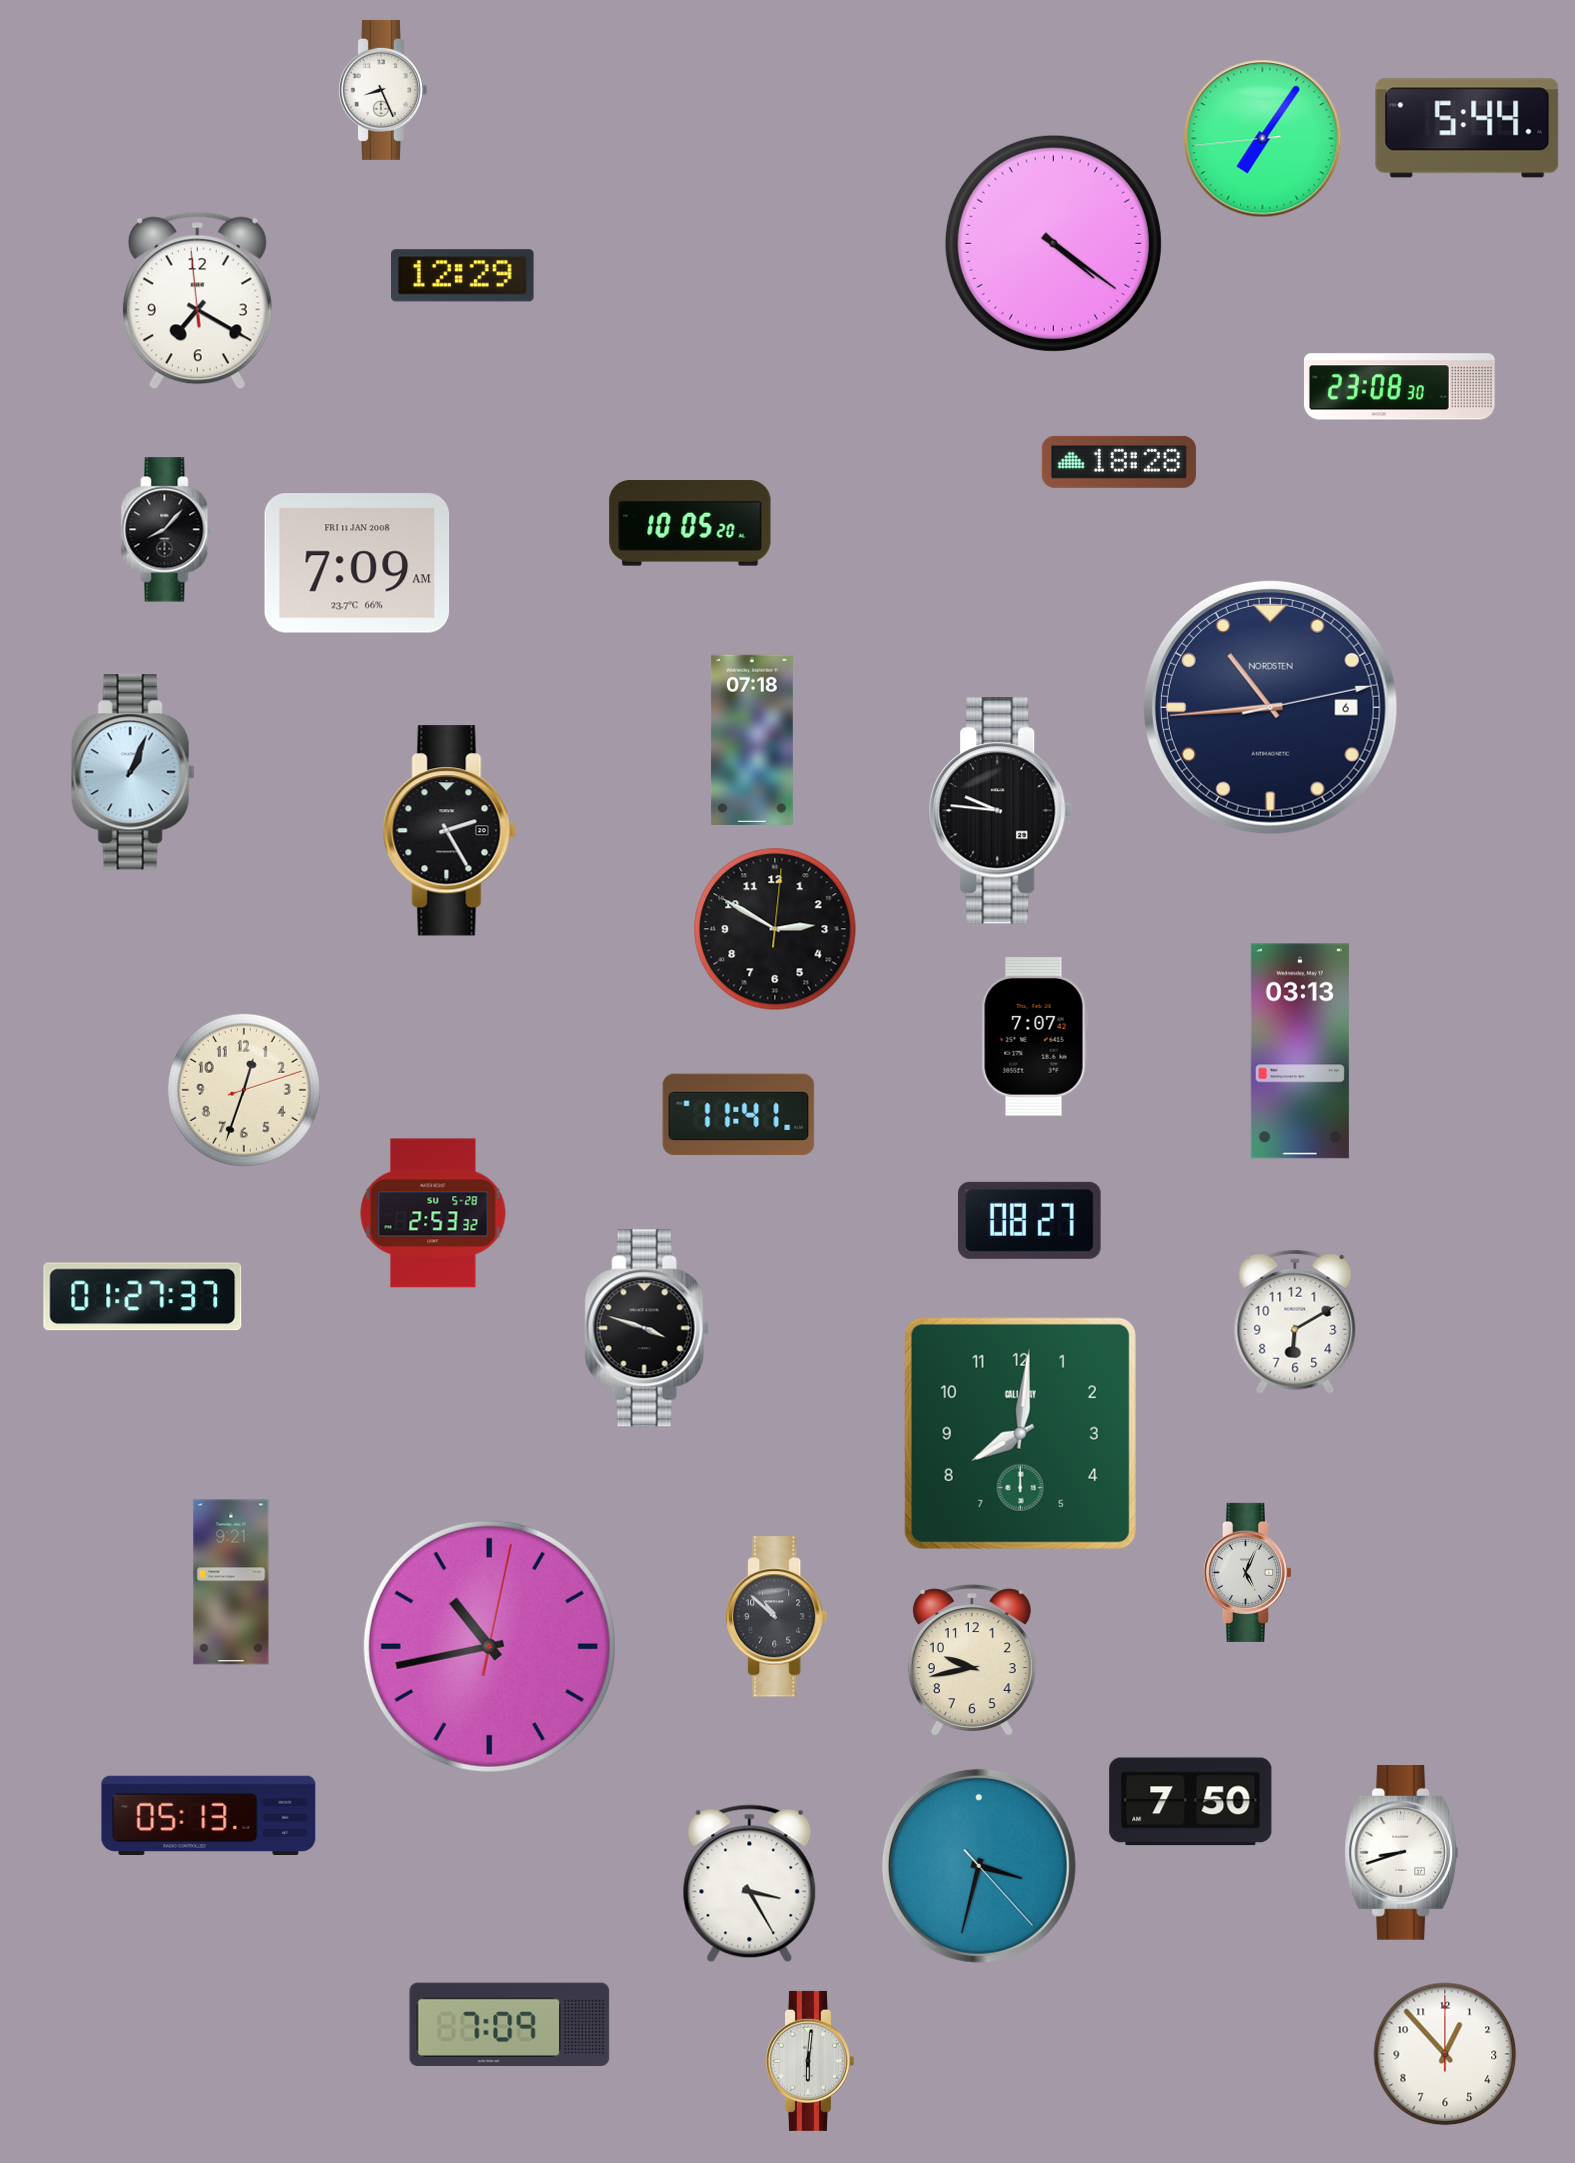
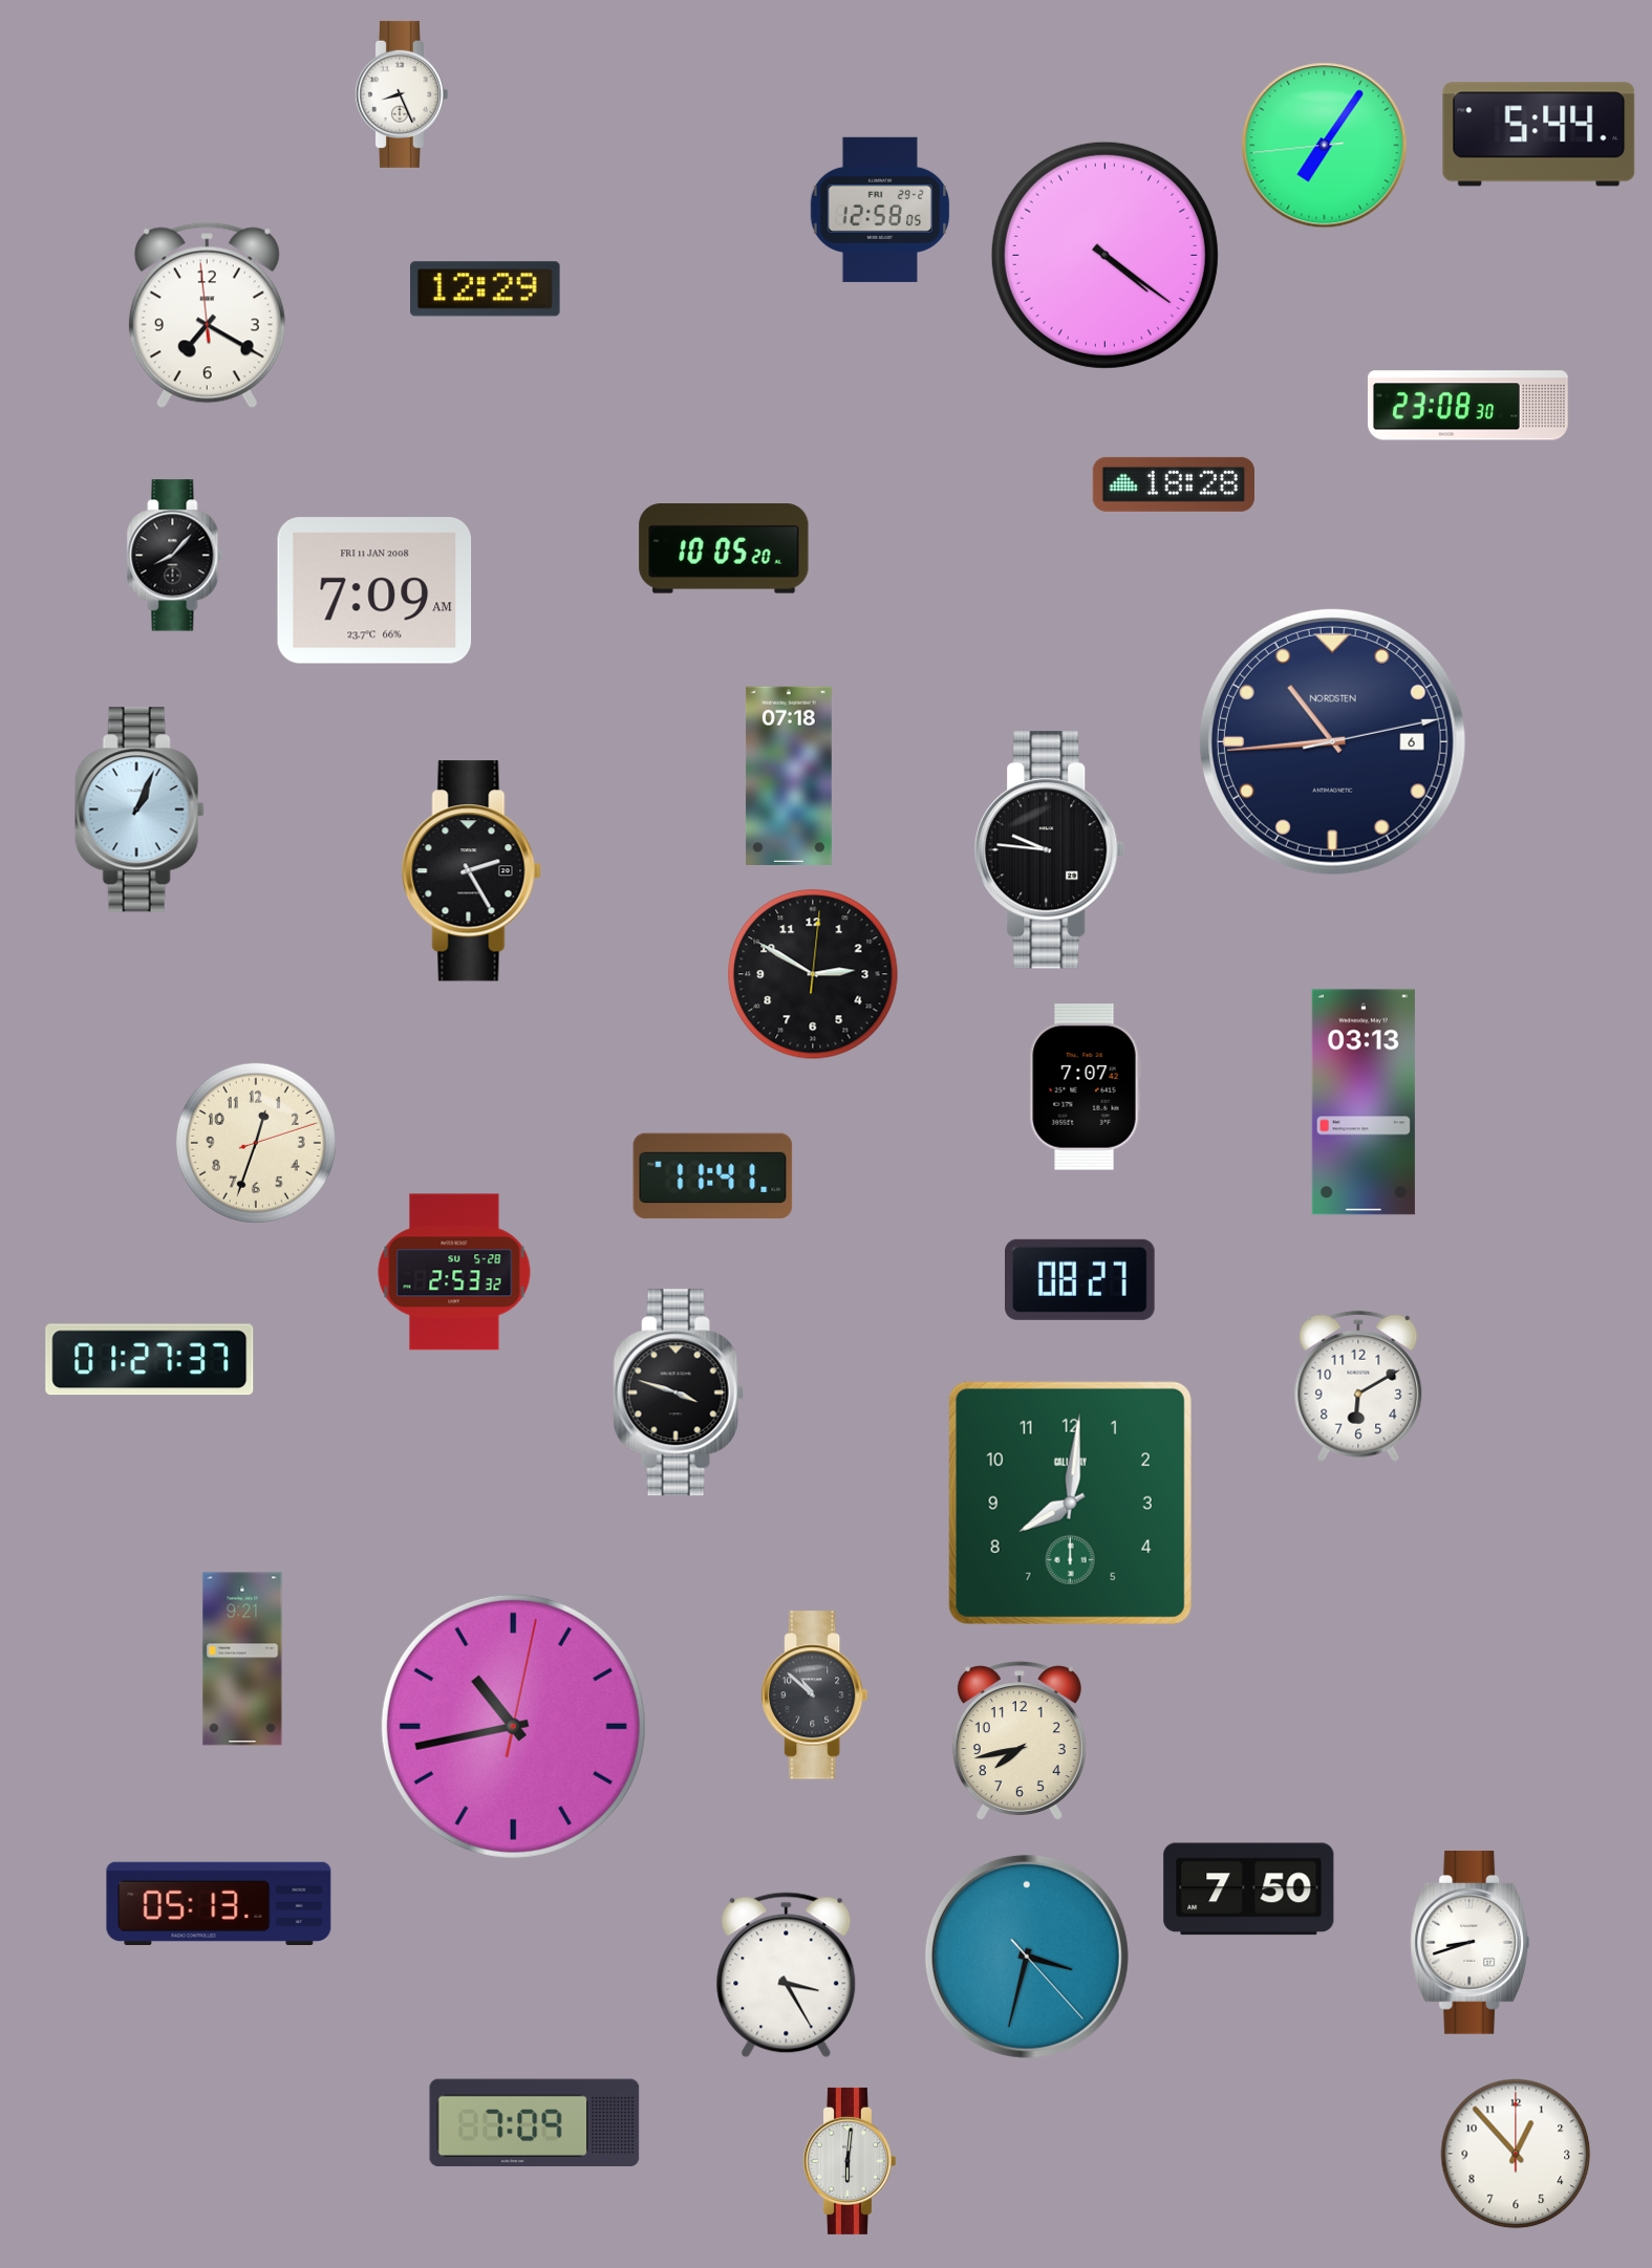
clock at (880, 210): none -> 12:58
clock at (739, 1115) position: (739, 1115) -> (713, 1176)
clock at (1247, 1572): 5:04 -> none
clock at (972, 1660): 9:43 -> 7:43
